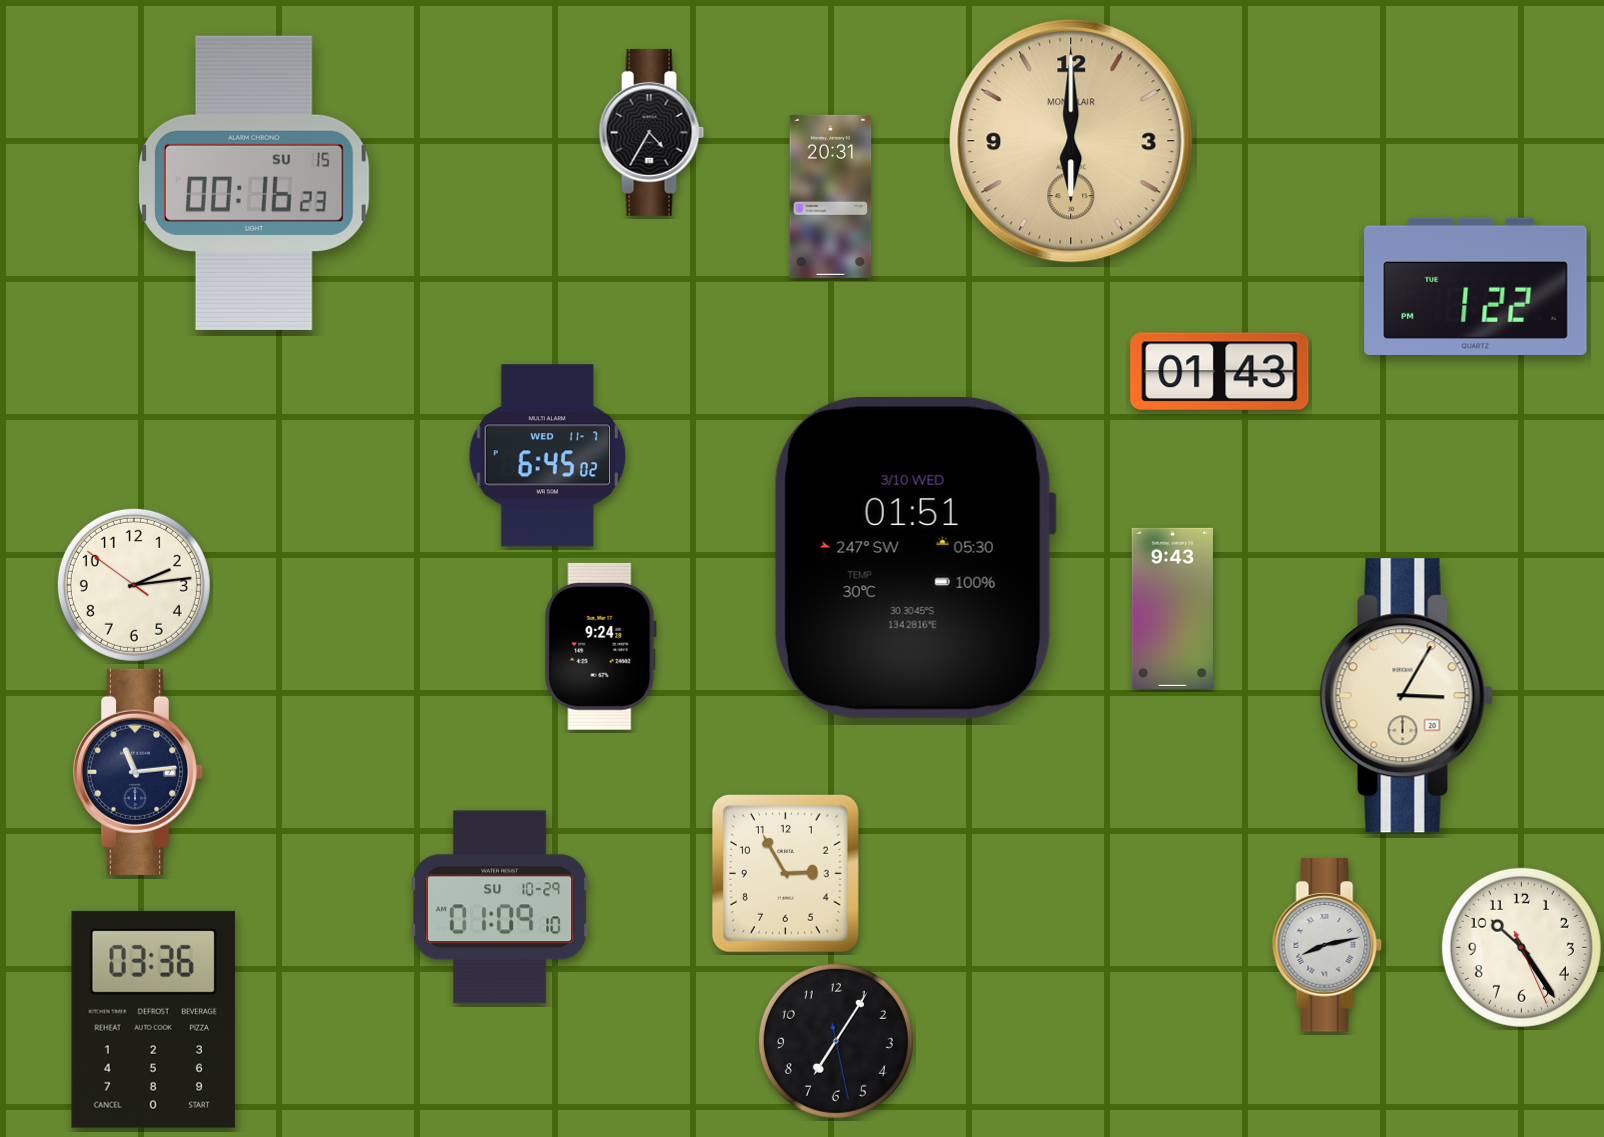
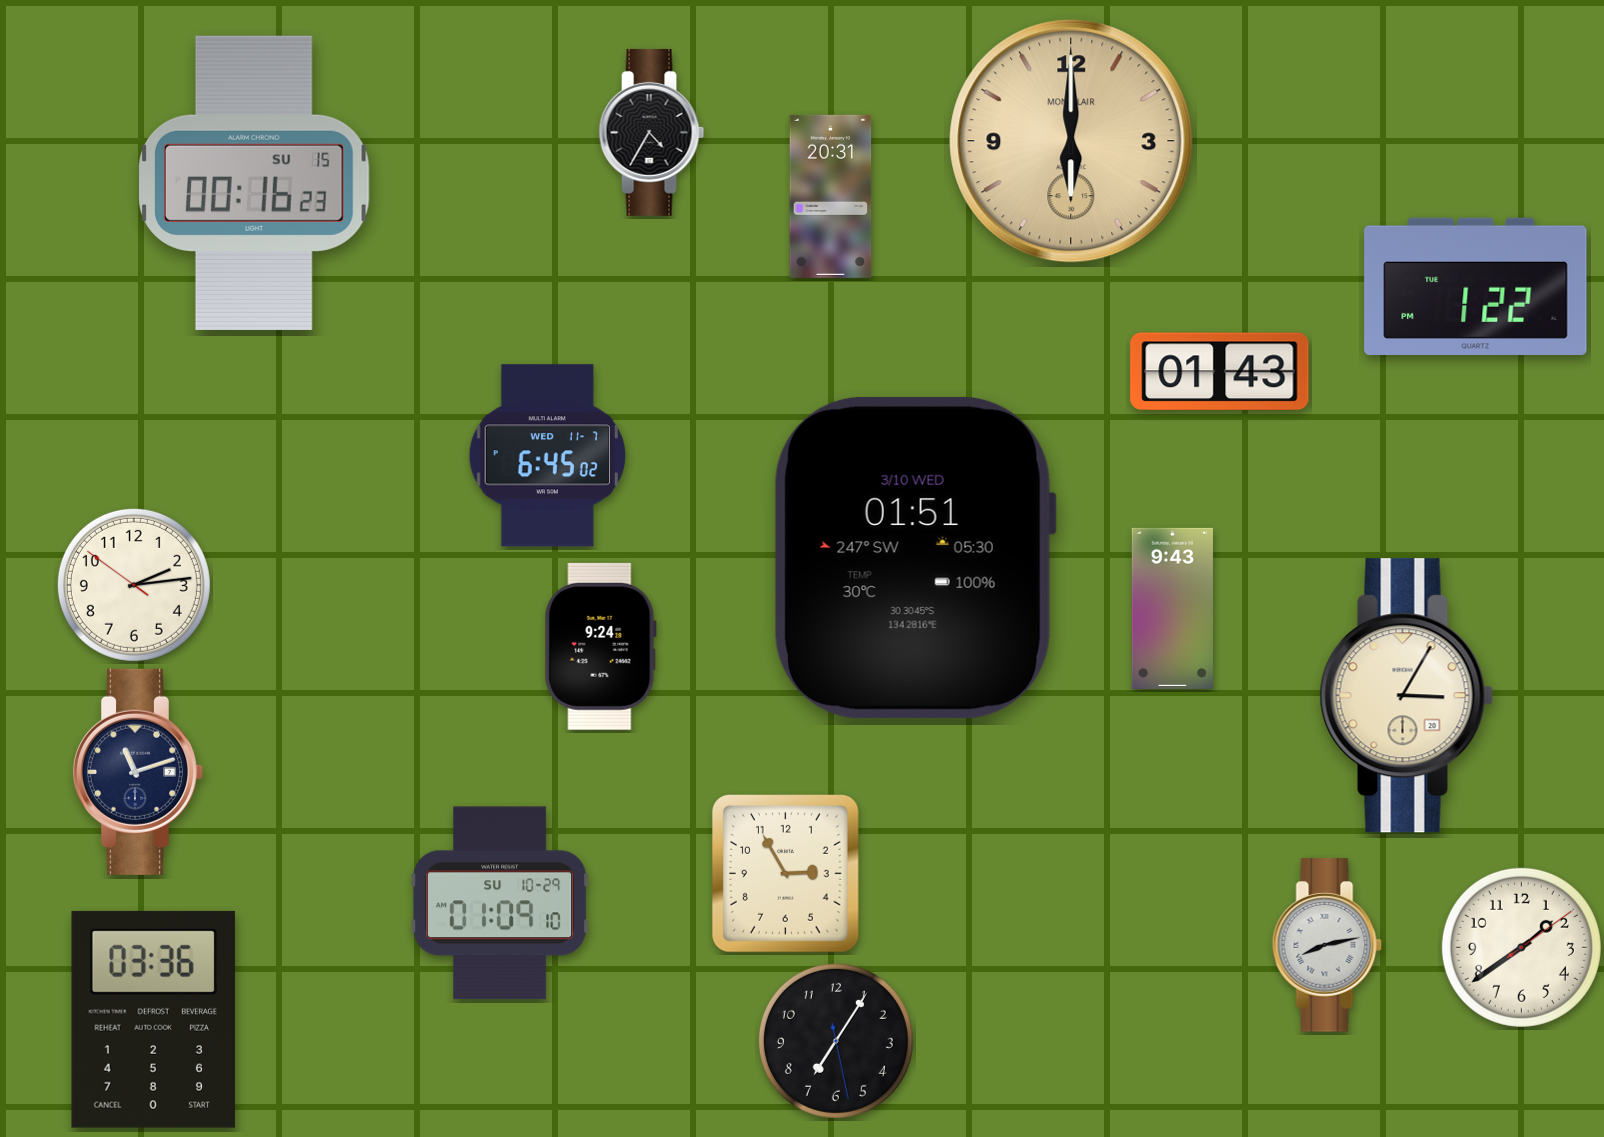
clock at (137, 772): 11:14 -> 11:12
clock at (500, 907) position: (500, 907) -> (500, 903)
clock at (1521, 947): 10:24 -> 1:39
